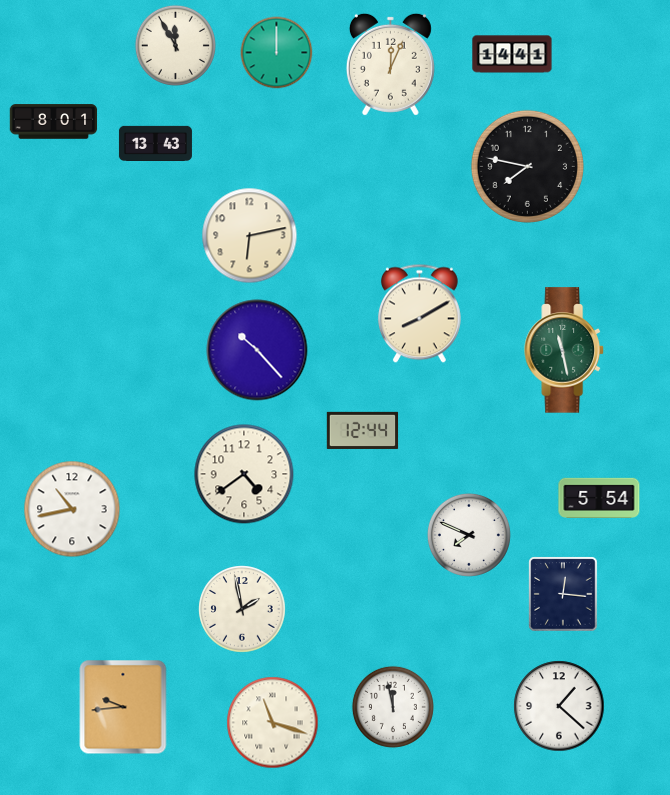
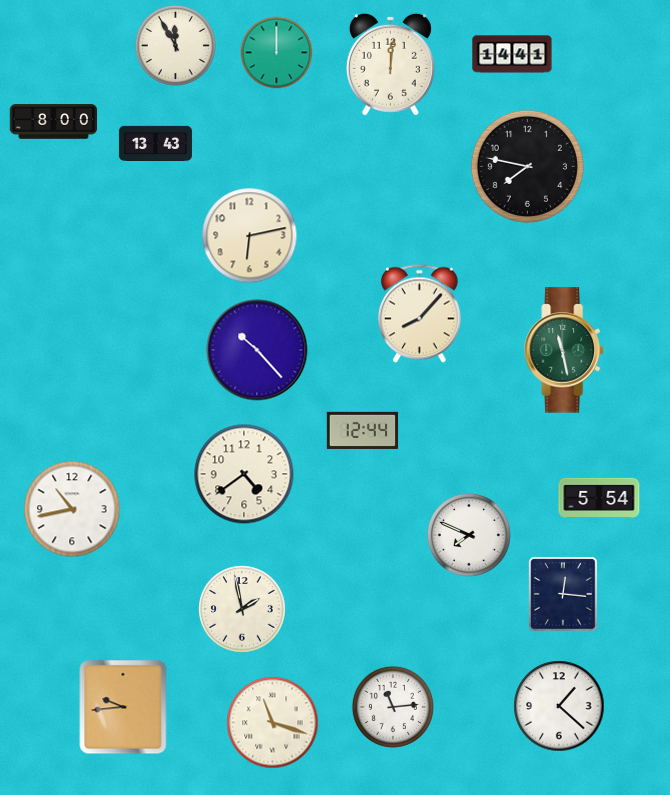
clock at (390, 64): 12:04 -> 12:01
clock at (54, 122): 8:01 -> 8:00
clock at (419, 314): 8:10 -> 8:07
clock at (393, 707): 11:58 -> 11:14
